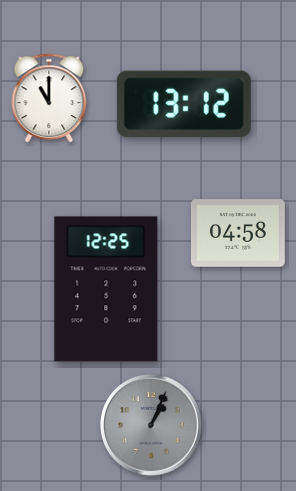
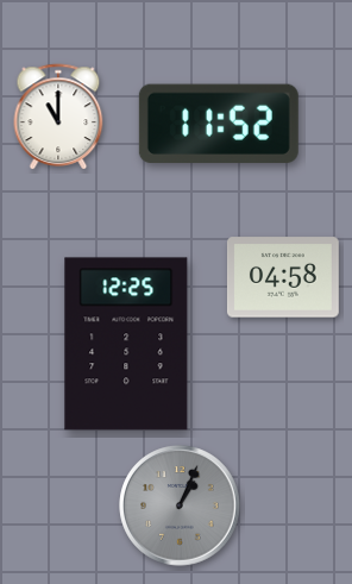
clock at (184, 104): 13:12 -> 11:52
